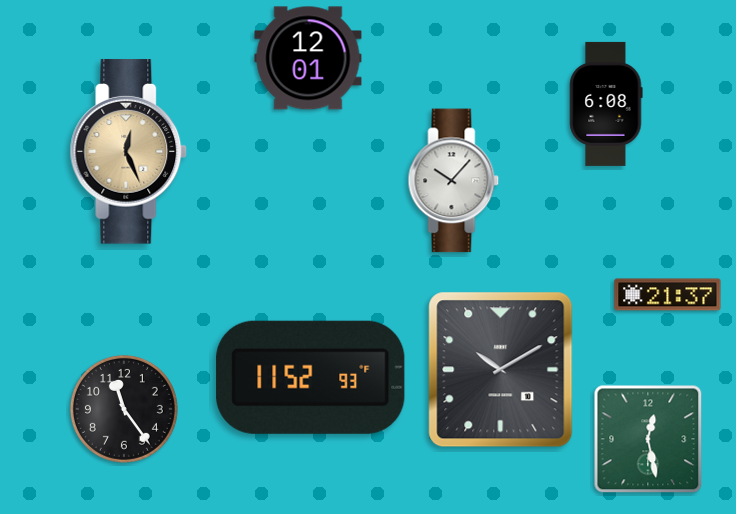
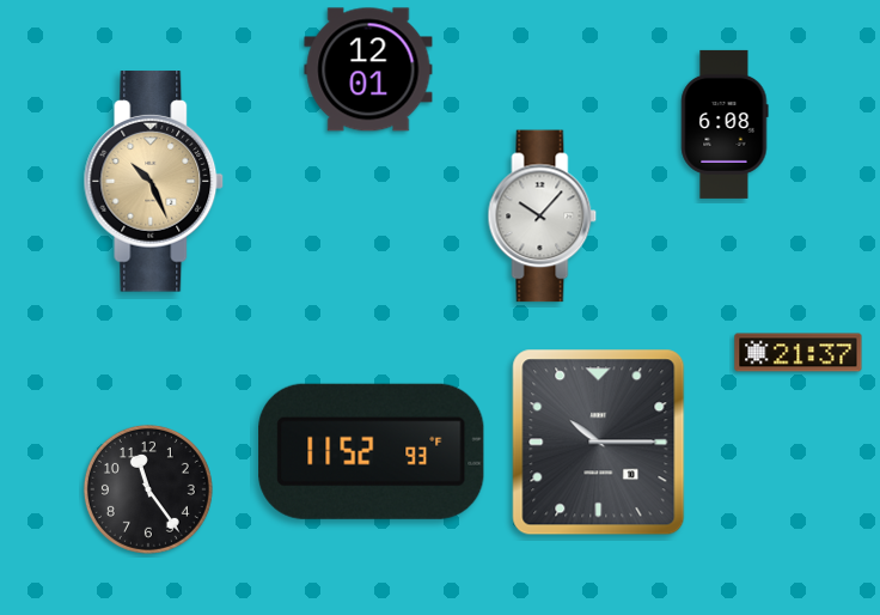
clock at (129, 152): 12:26 -> 10:26
clock at (501, 370): 10:10 -> 10:15
clock at (648, 439): 12:28 -> none
